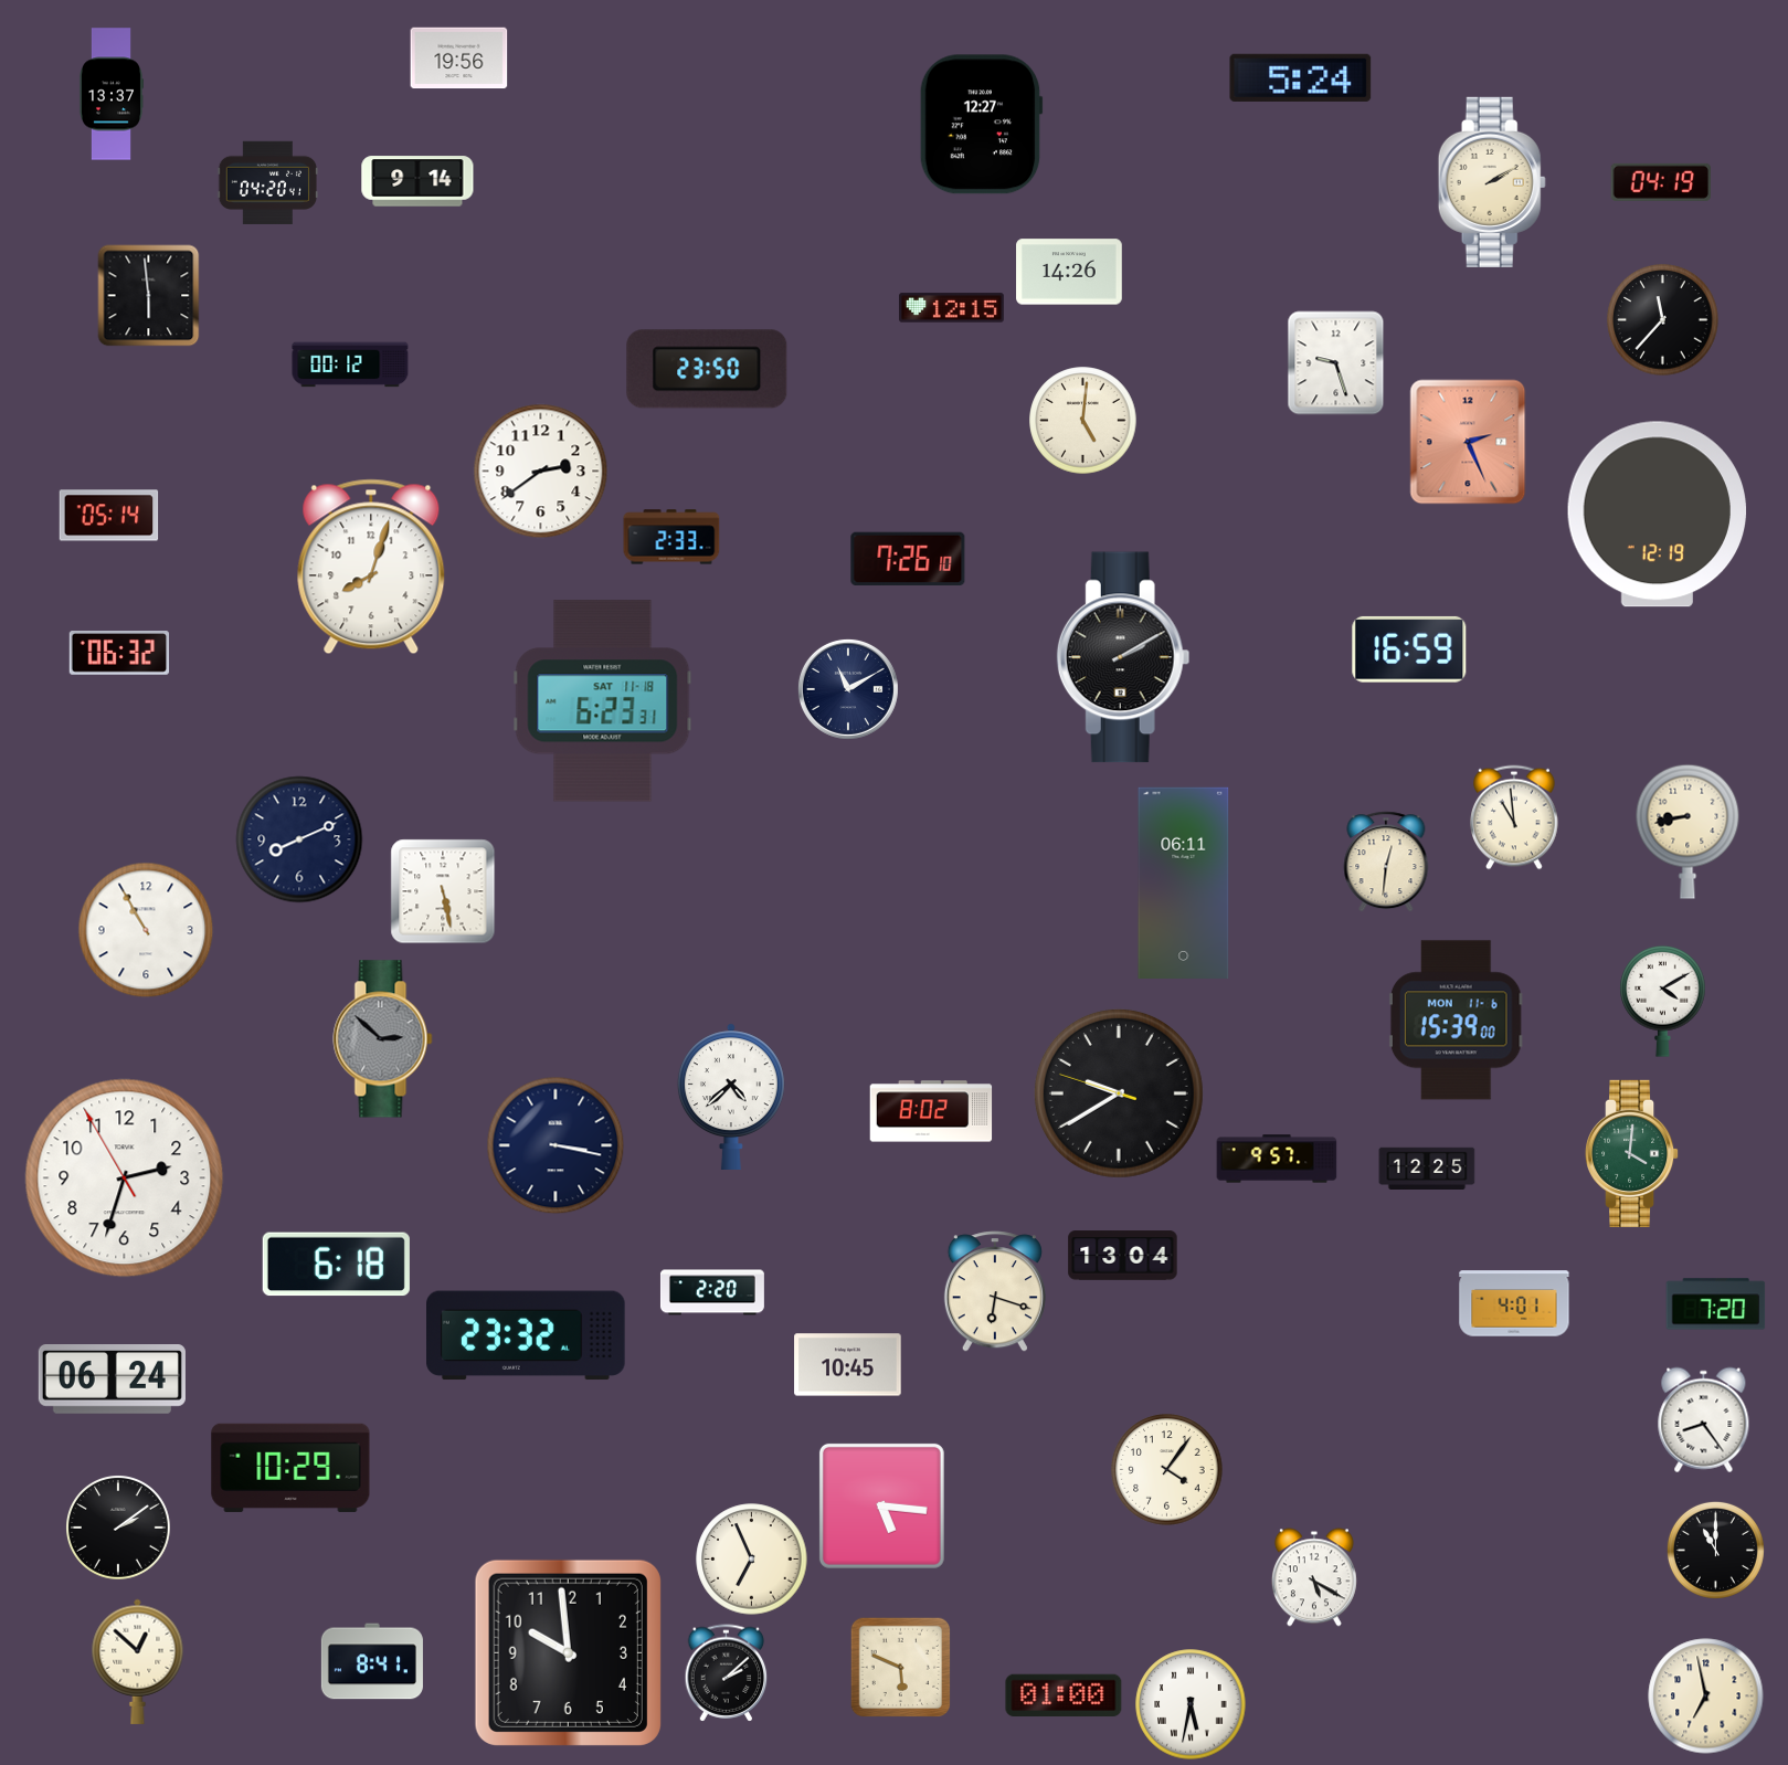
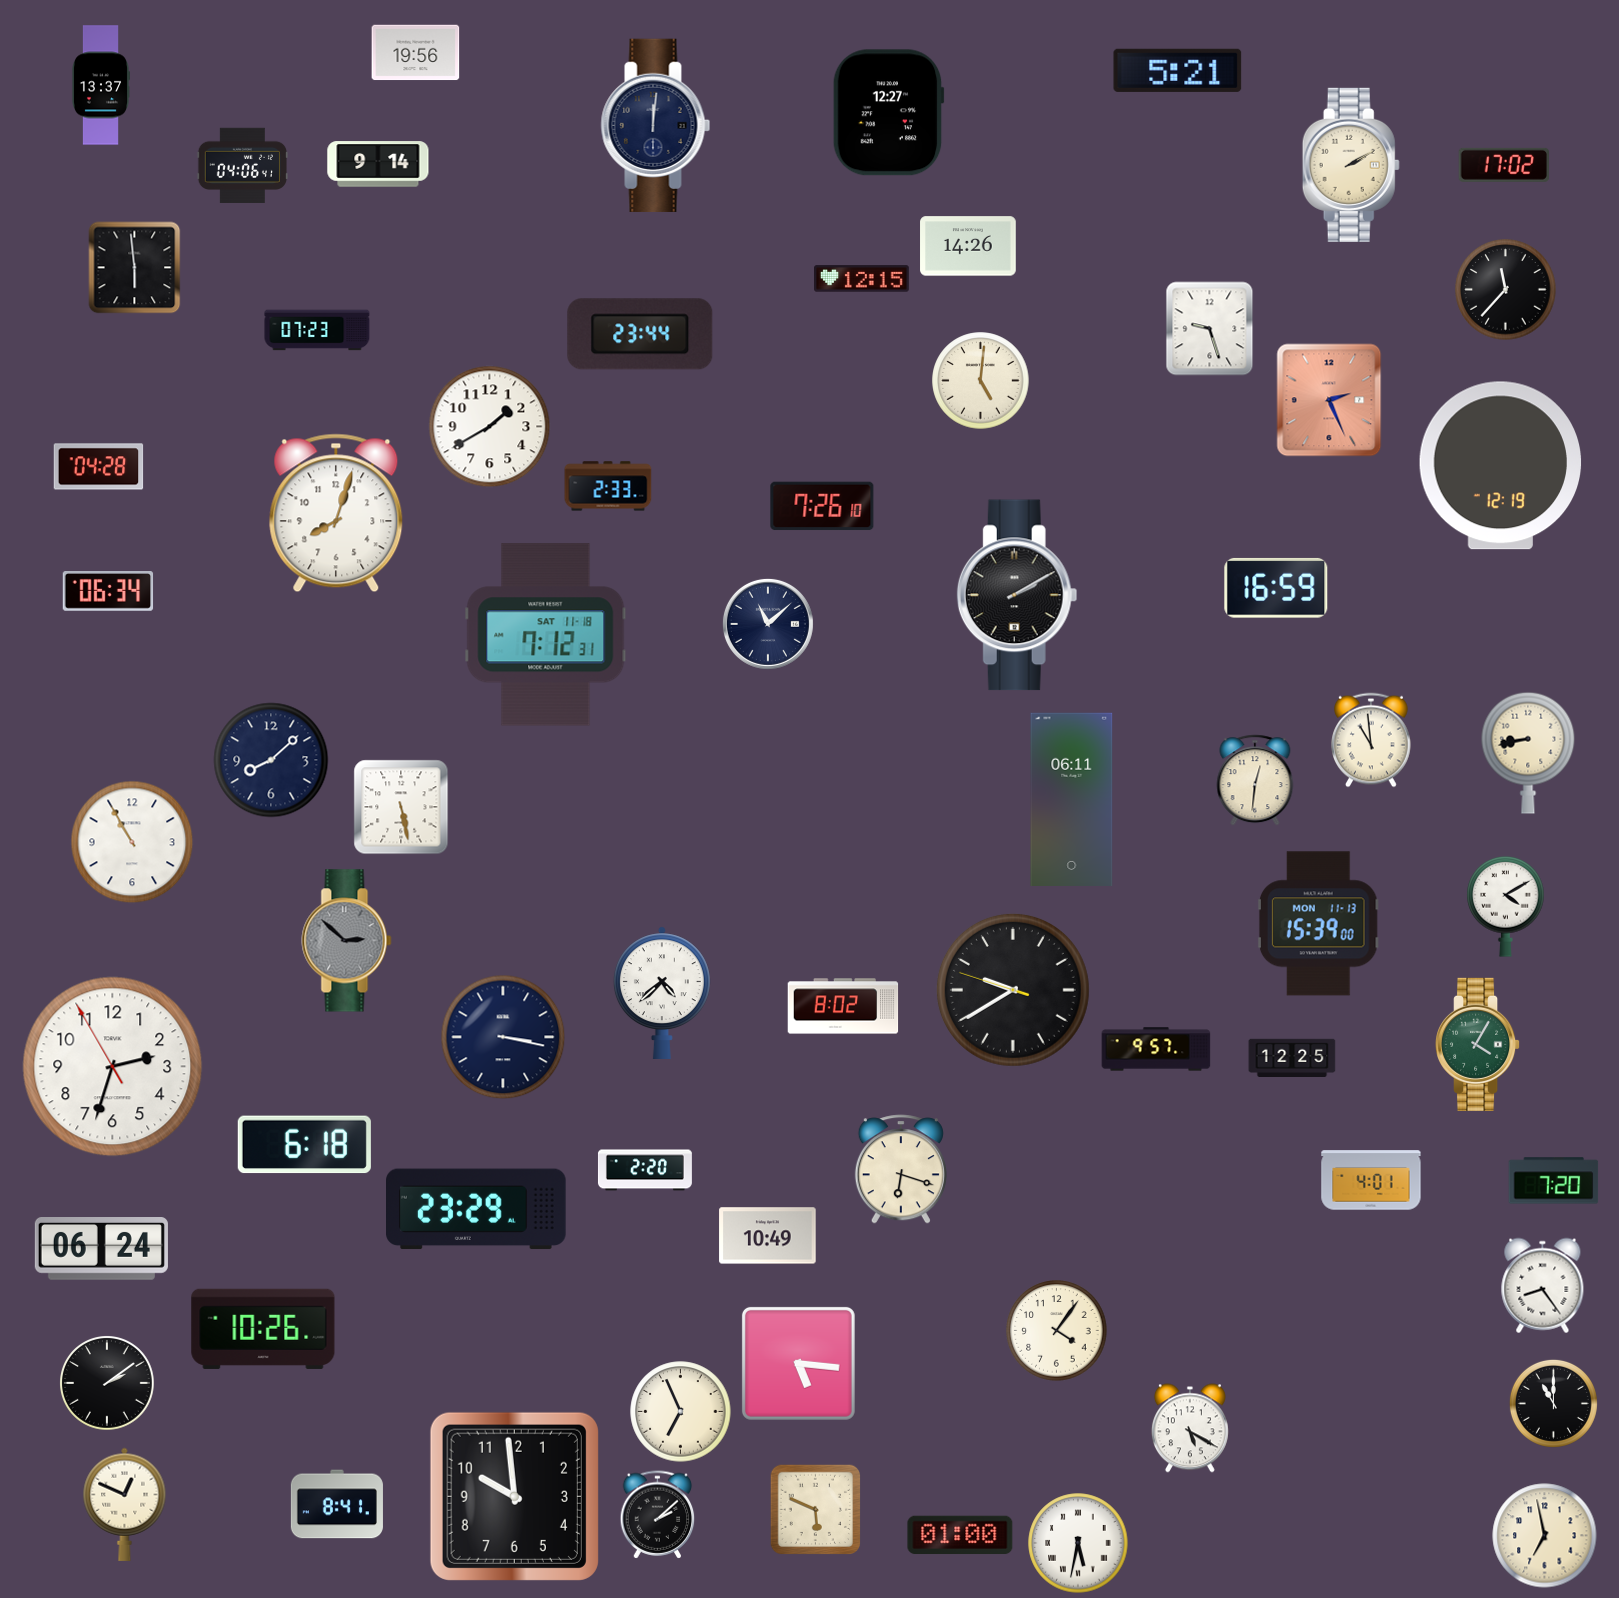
clock at (1301, 77): 5:24 -> 5:21
clock at (656, 125): none -> 12:01
clock at (267, 182): 04:20 -> 04:06
clock at (1660, 182): 04:19 -> 17:02
clock at (350, 364): 00:12 -> 07:23
clock at (707, 369): 23:50 -> 23:44
clock at (541, 472): 2:39 -> 1:40
clock at (109, 516): 05:14 -> 04:28
clock at (119, 654): 06:32 -> 06:34
clock at (848, 689): 11:10 -> 11:08
clock at (603, 701): 6:23 -> 7:12
clock at (299, 839): 8:11 -> 8:08
clock at (1456, 1021) date: MON 11-6 -> MON 11-13
clock at (1633, 1153): 4:01 -> 4:05
clock at (1123, 1256): 13:04 -> none
clock at (527, 1335): 23:32 -> 23:29
clock at (848, 1365): 10:45 -> 10:49
clock at (290, 1468): 10:29 -> 10:26
clock at (138, 1661): 12:52 -> 12:49
clock at (1064, 1695) position: (1064, 1695) -> (960, 1535)
